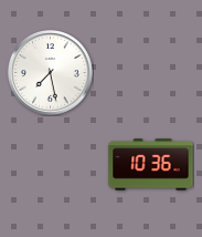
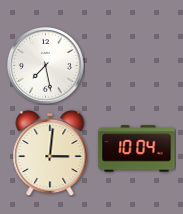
clock at (151, 165): 10:36 -> 10:04
clock at (50, 153): none -> 3:01
